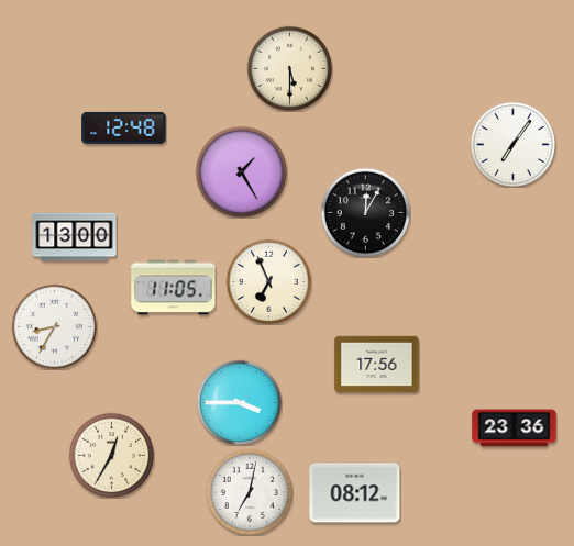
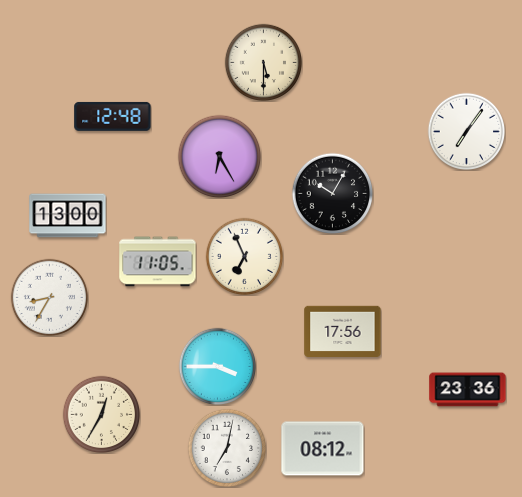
clock at (241, 171): 1:25 -> 6:25
clock at (365, 212): 12:05 -> 10:05
